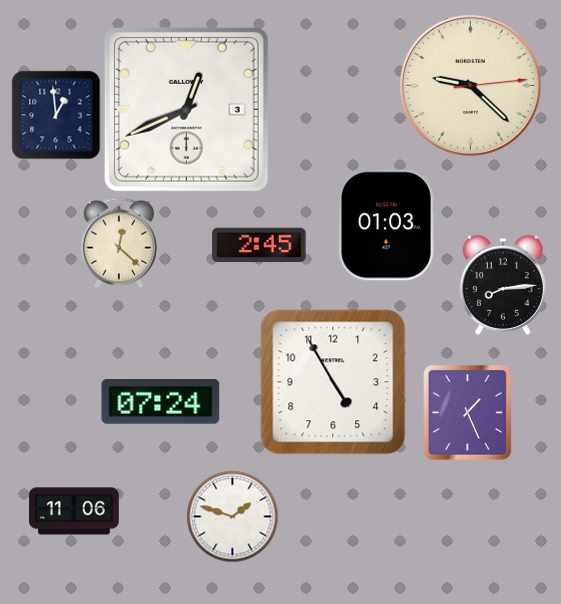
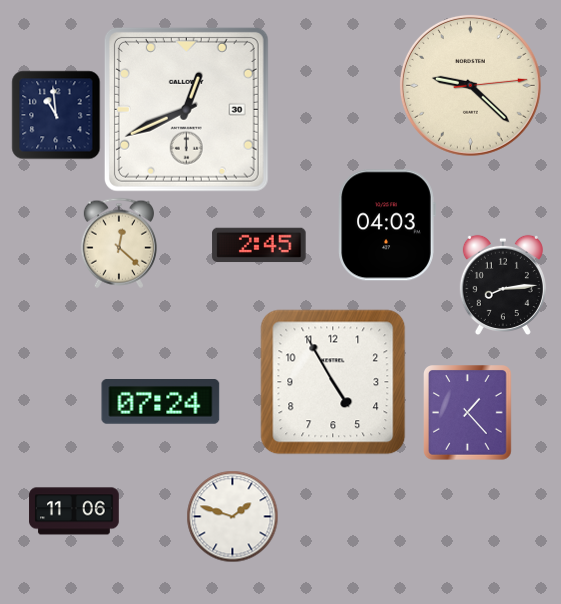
clock at (186, 109) date: 3 -> 30
clock at (56, 115): 12:59 -> 10:59
clock at (387, 225): 01:03 -> 04:03
clock at (468, 413): 1:26 -> 1:23
